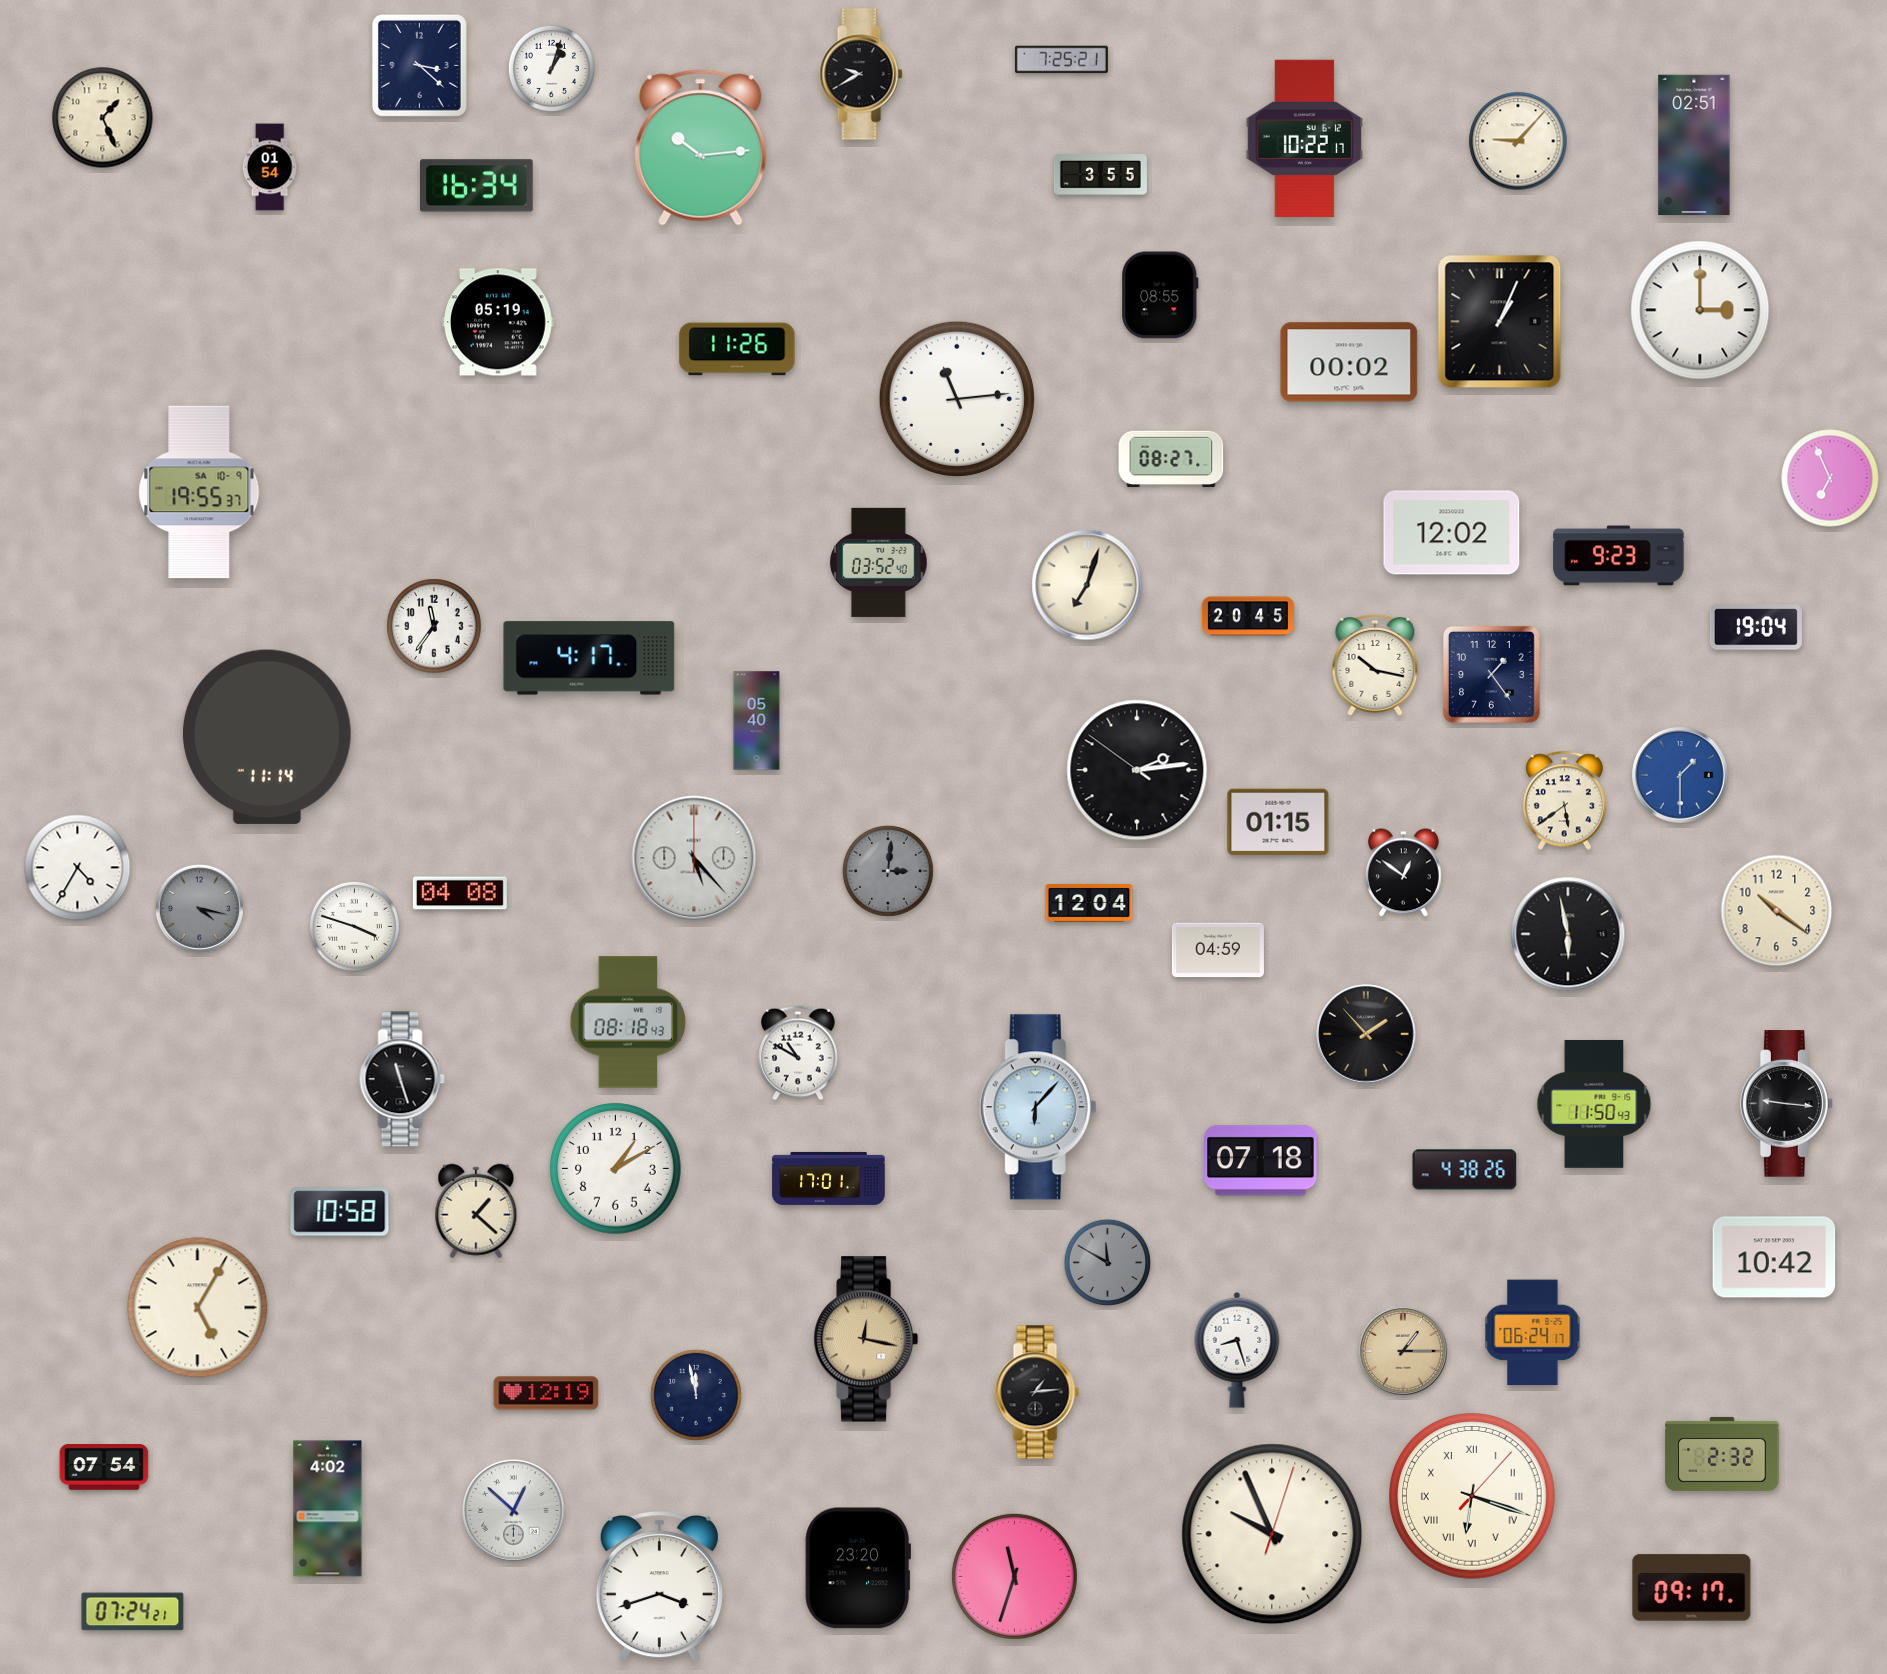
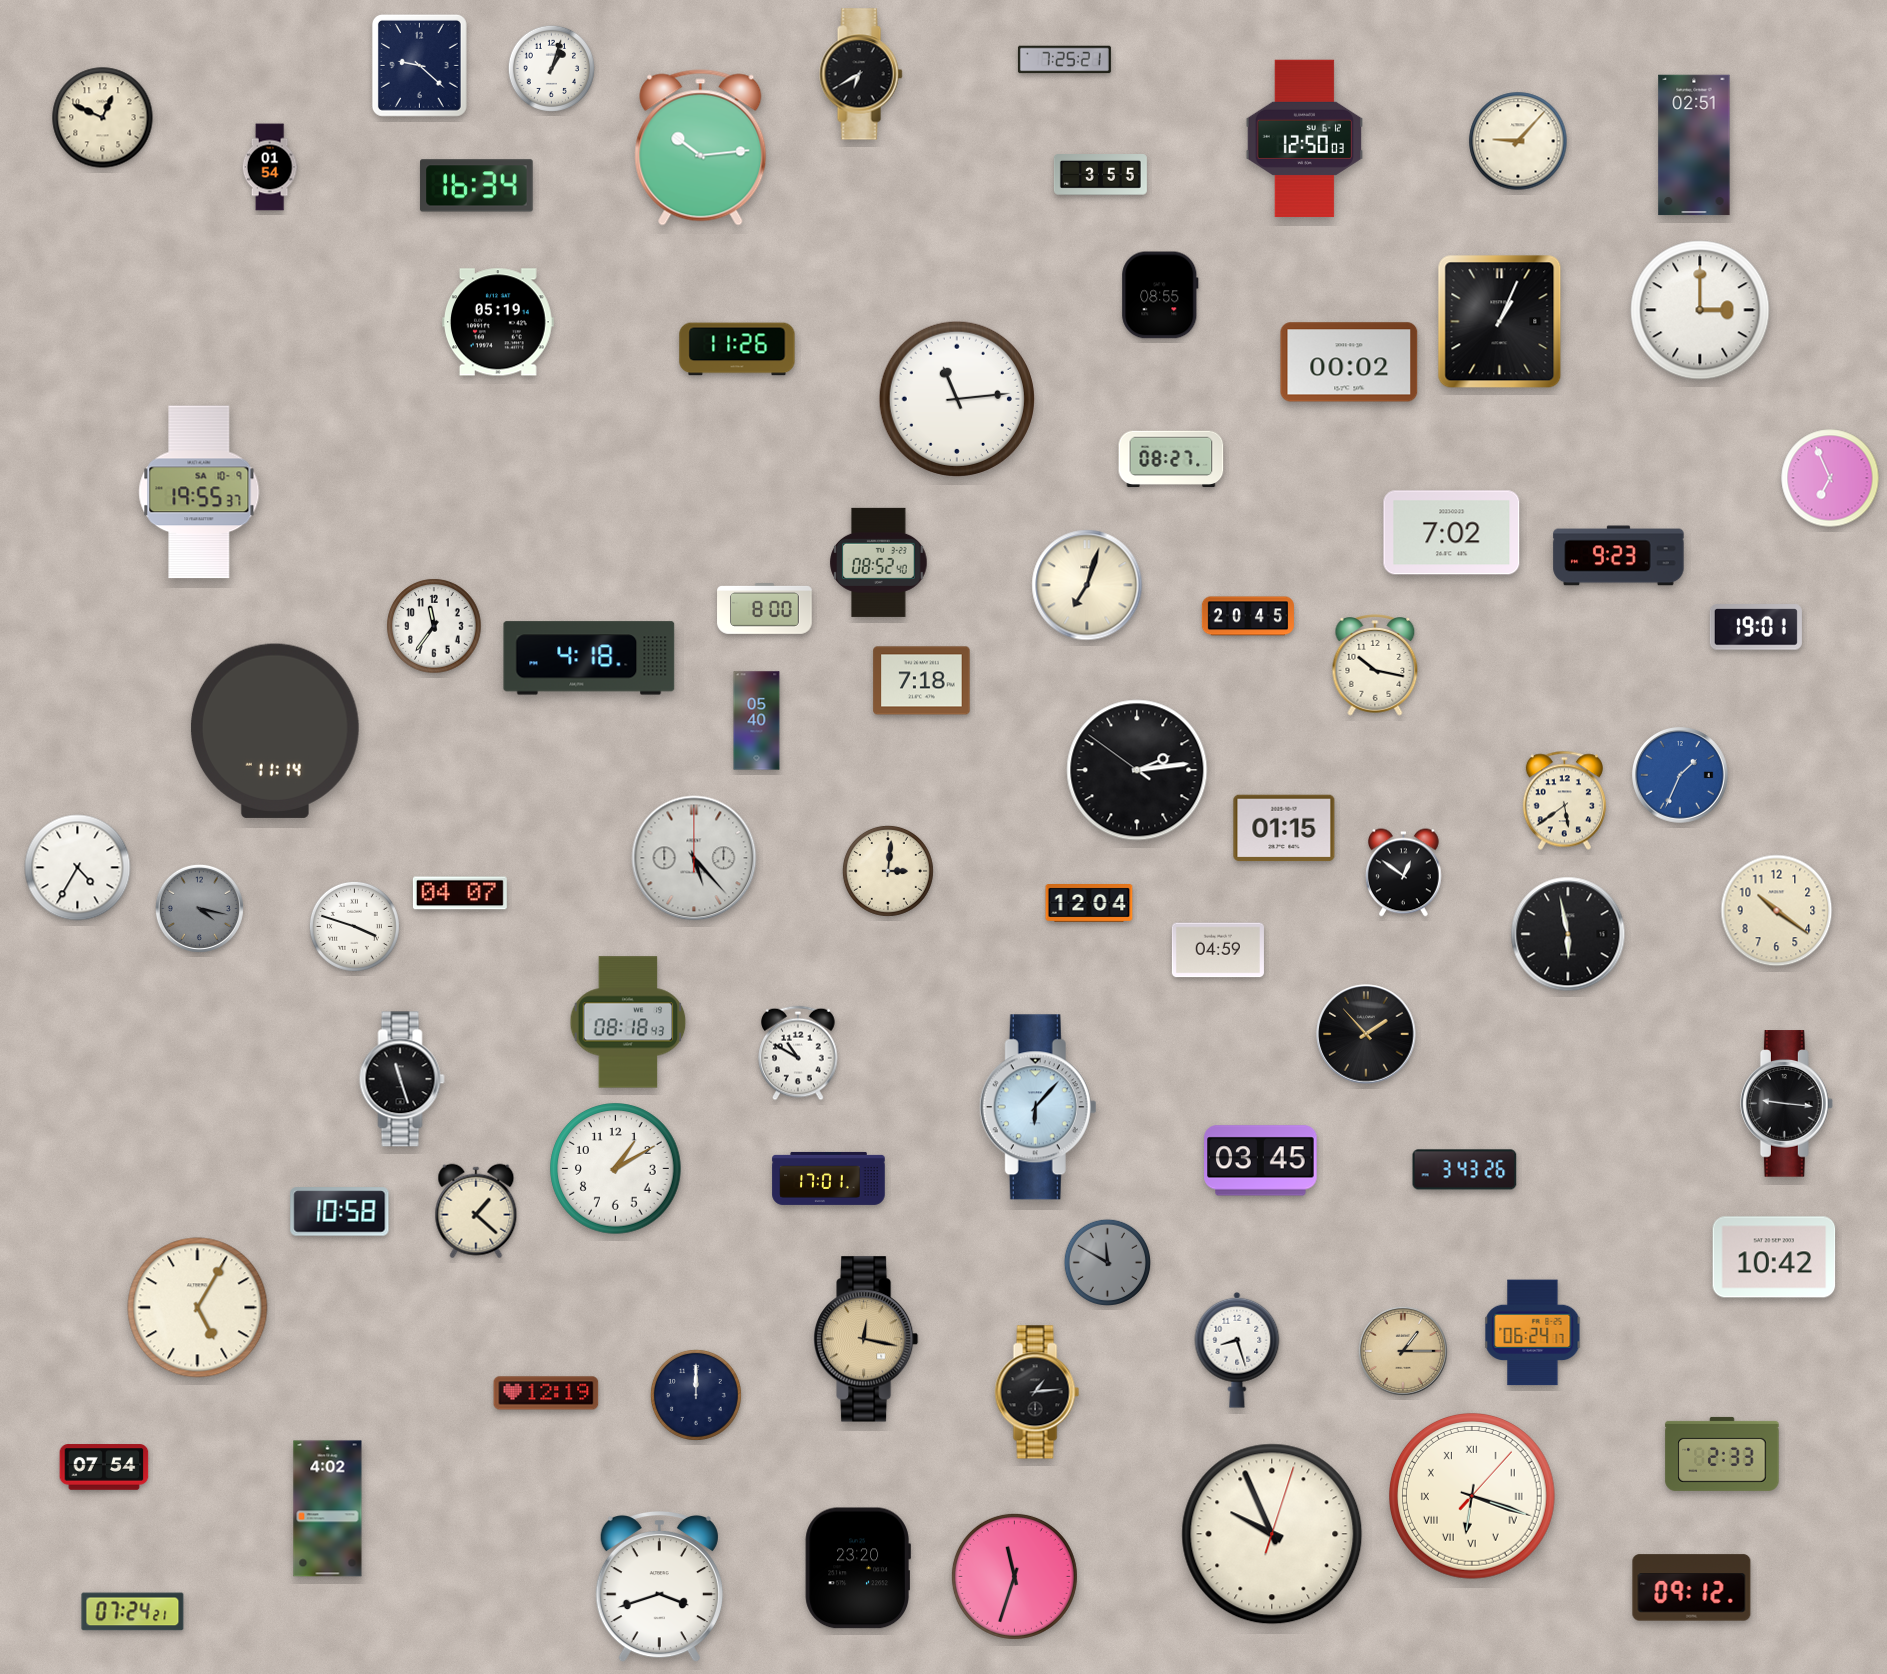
clock at (1061, 60) position: (1061, 60) -> (1064, 60)
clock at (419, 65): 3:22 -> 9:22
clock at (861, 74): 9:40 -> 6:40
clock at (103, 118): 1:26 -> 12:49
clock at (1304, 139): 10:22 -> 12:50
clock at (1452, 533): 12:02 -> 7:02
clock at (879, 562): 03:52 -> 08:52
clock at (765, 609): none -> 8:00
clock at (1756, 627): 19:04 -> 19:01
clock at (589, 658): 4:17 -> 4:18
clock at (1491, 674): 1:24 -> none
clock at (922, 681): none -> 7:18
clock at (267, 737) position: (267, 737) -> (275, 731)
clock at (1681, 776): 1:30 -> 1:34
clock at (1278, 822) position: (1278, 822) -> (1284, 828)
clock at (888, 871) dial: grey -> cream
clock at (460, 893): 04:08 -> 04:07
clock at (1594, 1104): 11:50 -> none
clock at (1261, 1161): 07:18 -> 03:45
clock at (1465, 1170): 4:38 -> 3:43
clock at (696, 1395): 11:58 -> 12:00
clock at (1722, 1454): 2:32 -> 2:33
clock at (514, 1511): 12:52 -> none
clock at (1692, 1588): 09:17 -> 09:12
